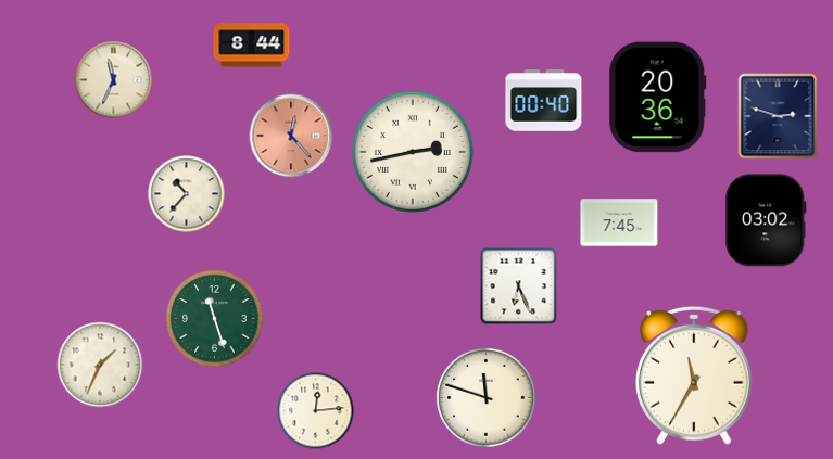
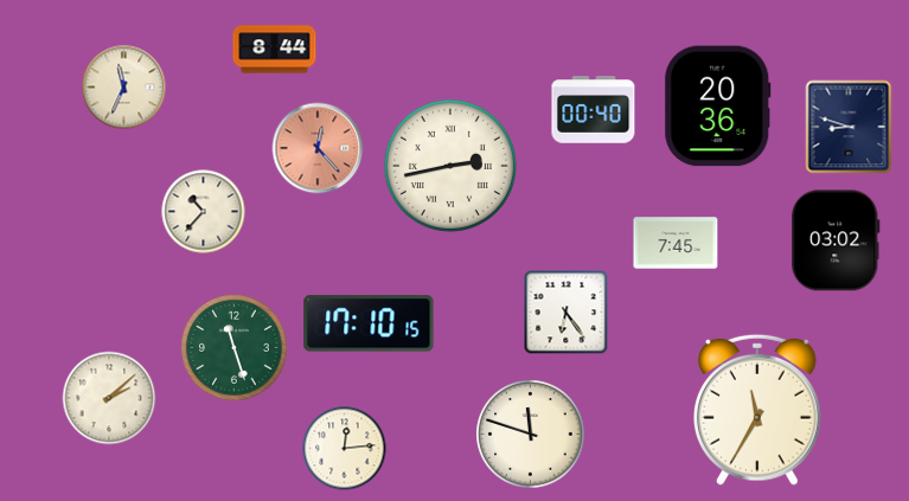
clock at (778, 116): 2:48 -> 8:48
clock at (519, 286): 6:26 -> 6:24
clock at (369, 323): none -> 17:10
clock at (100, 365): 1:34 -> 2:08
